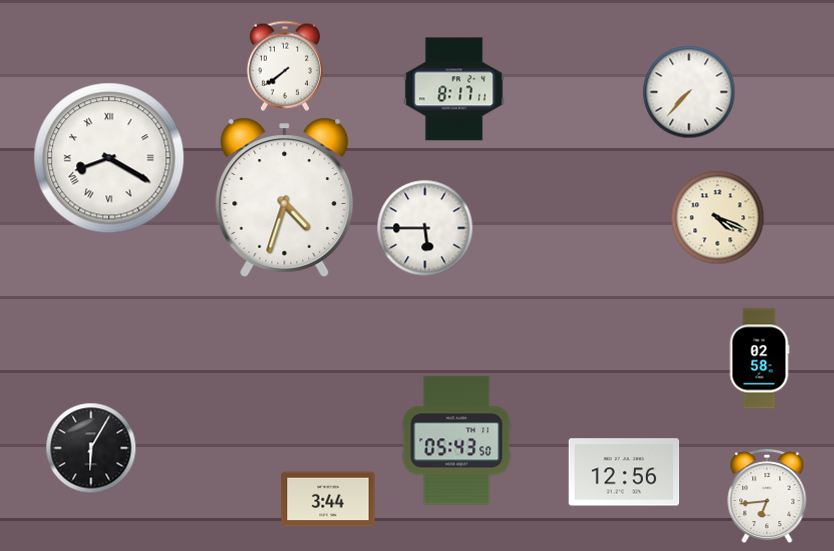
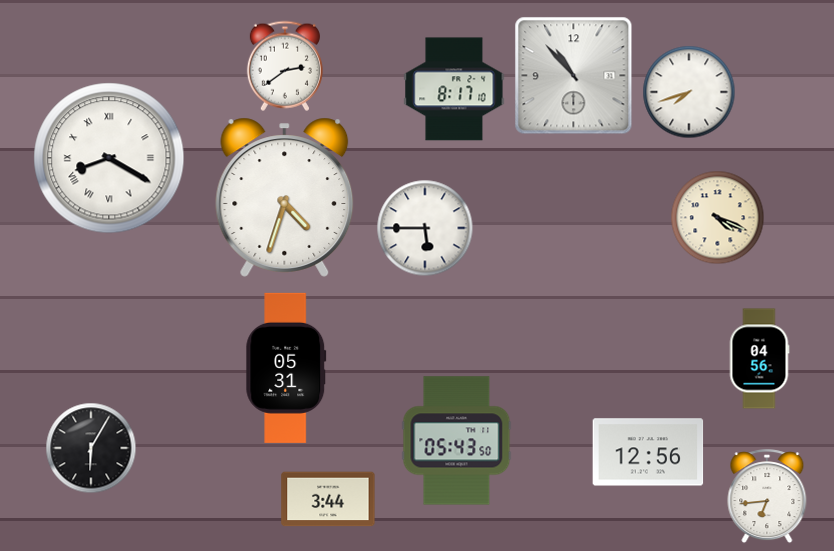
clock at (285, 66): 7:39 -> 2:39
clock at (574, 76): none -> 10:53
clock at (454, 89): 8:17:11 -> 8:17:10
clock at (689, 92): 7:37 -> 7:42
clock at (759, 359): 02:58 -> 04:56
clock at (286, 368): none -> 05:31
clock at (624, 472) position: (624, 472) -> (648, 452)
